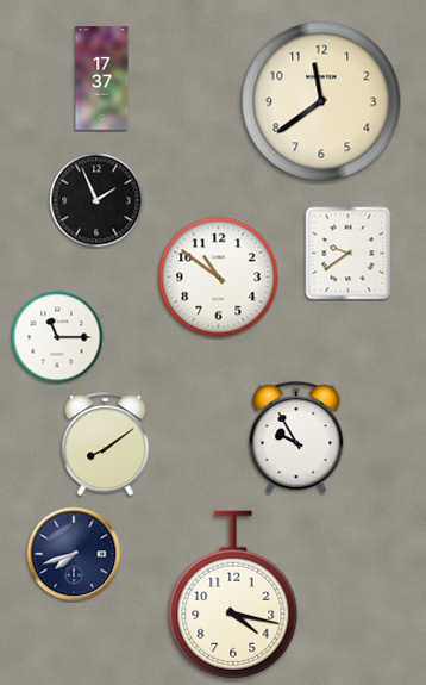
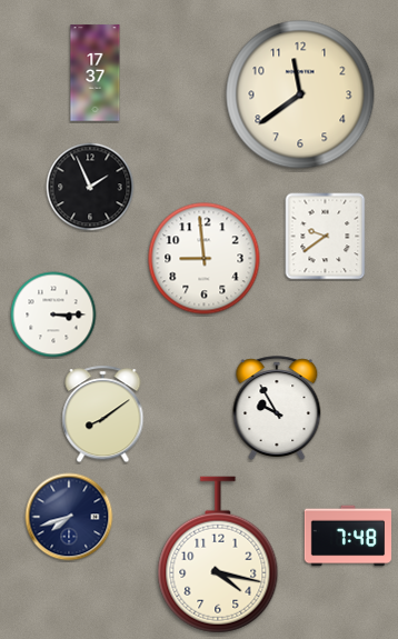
clock at (219, 278): 10:51 -> 8:59
clock at (57, 337): 11:15 -> 3:15
clock at (106, 444) position: (106, 444) -> (103, 415)
clock at (347, 536): none -> 7:48
